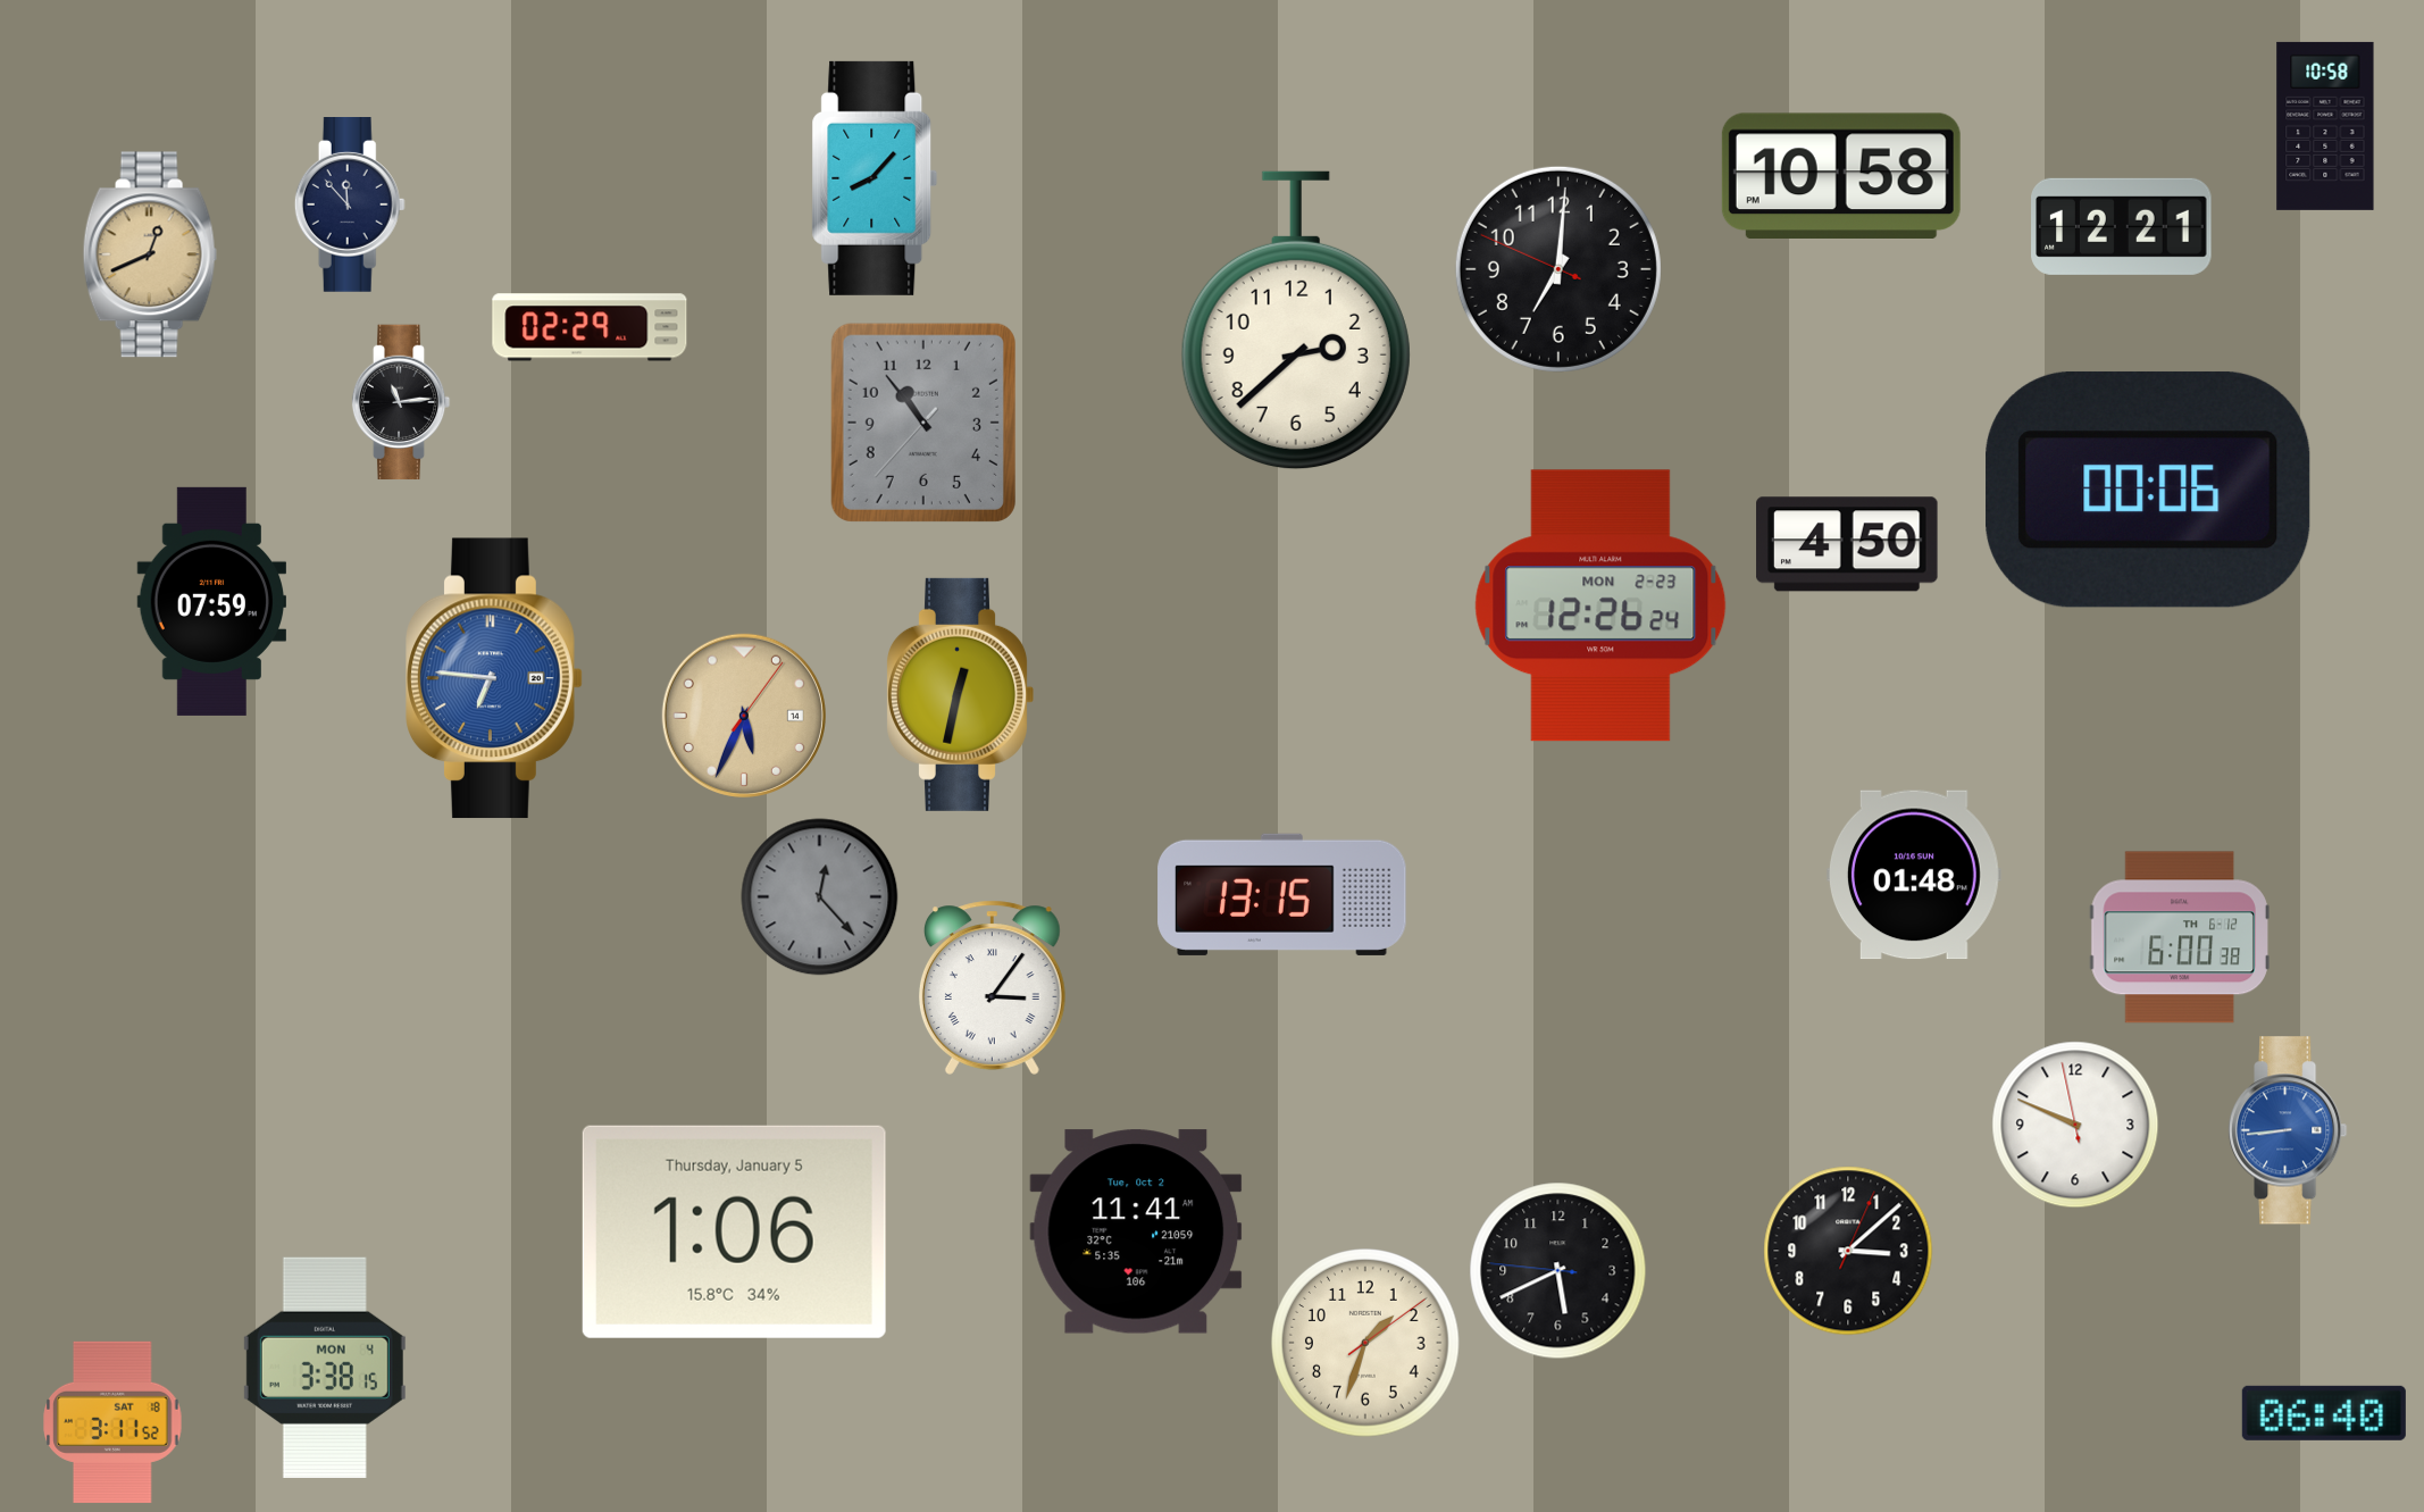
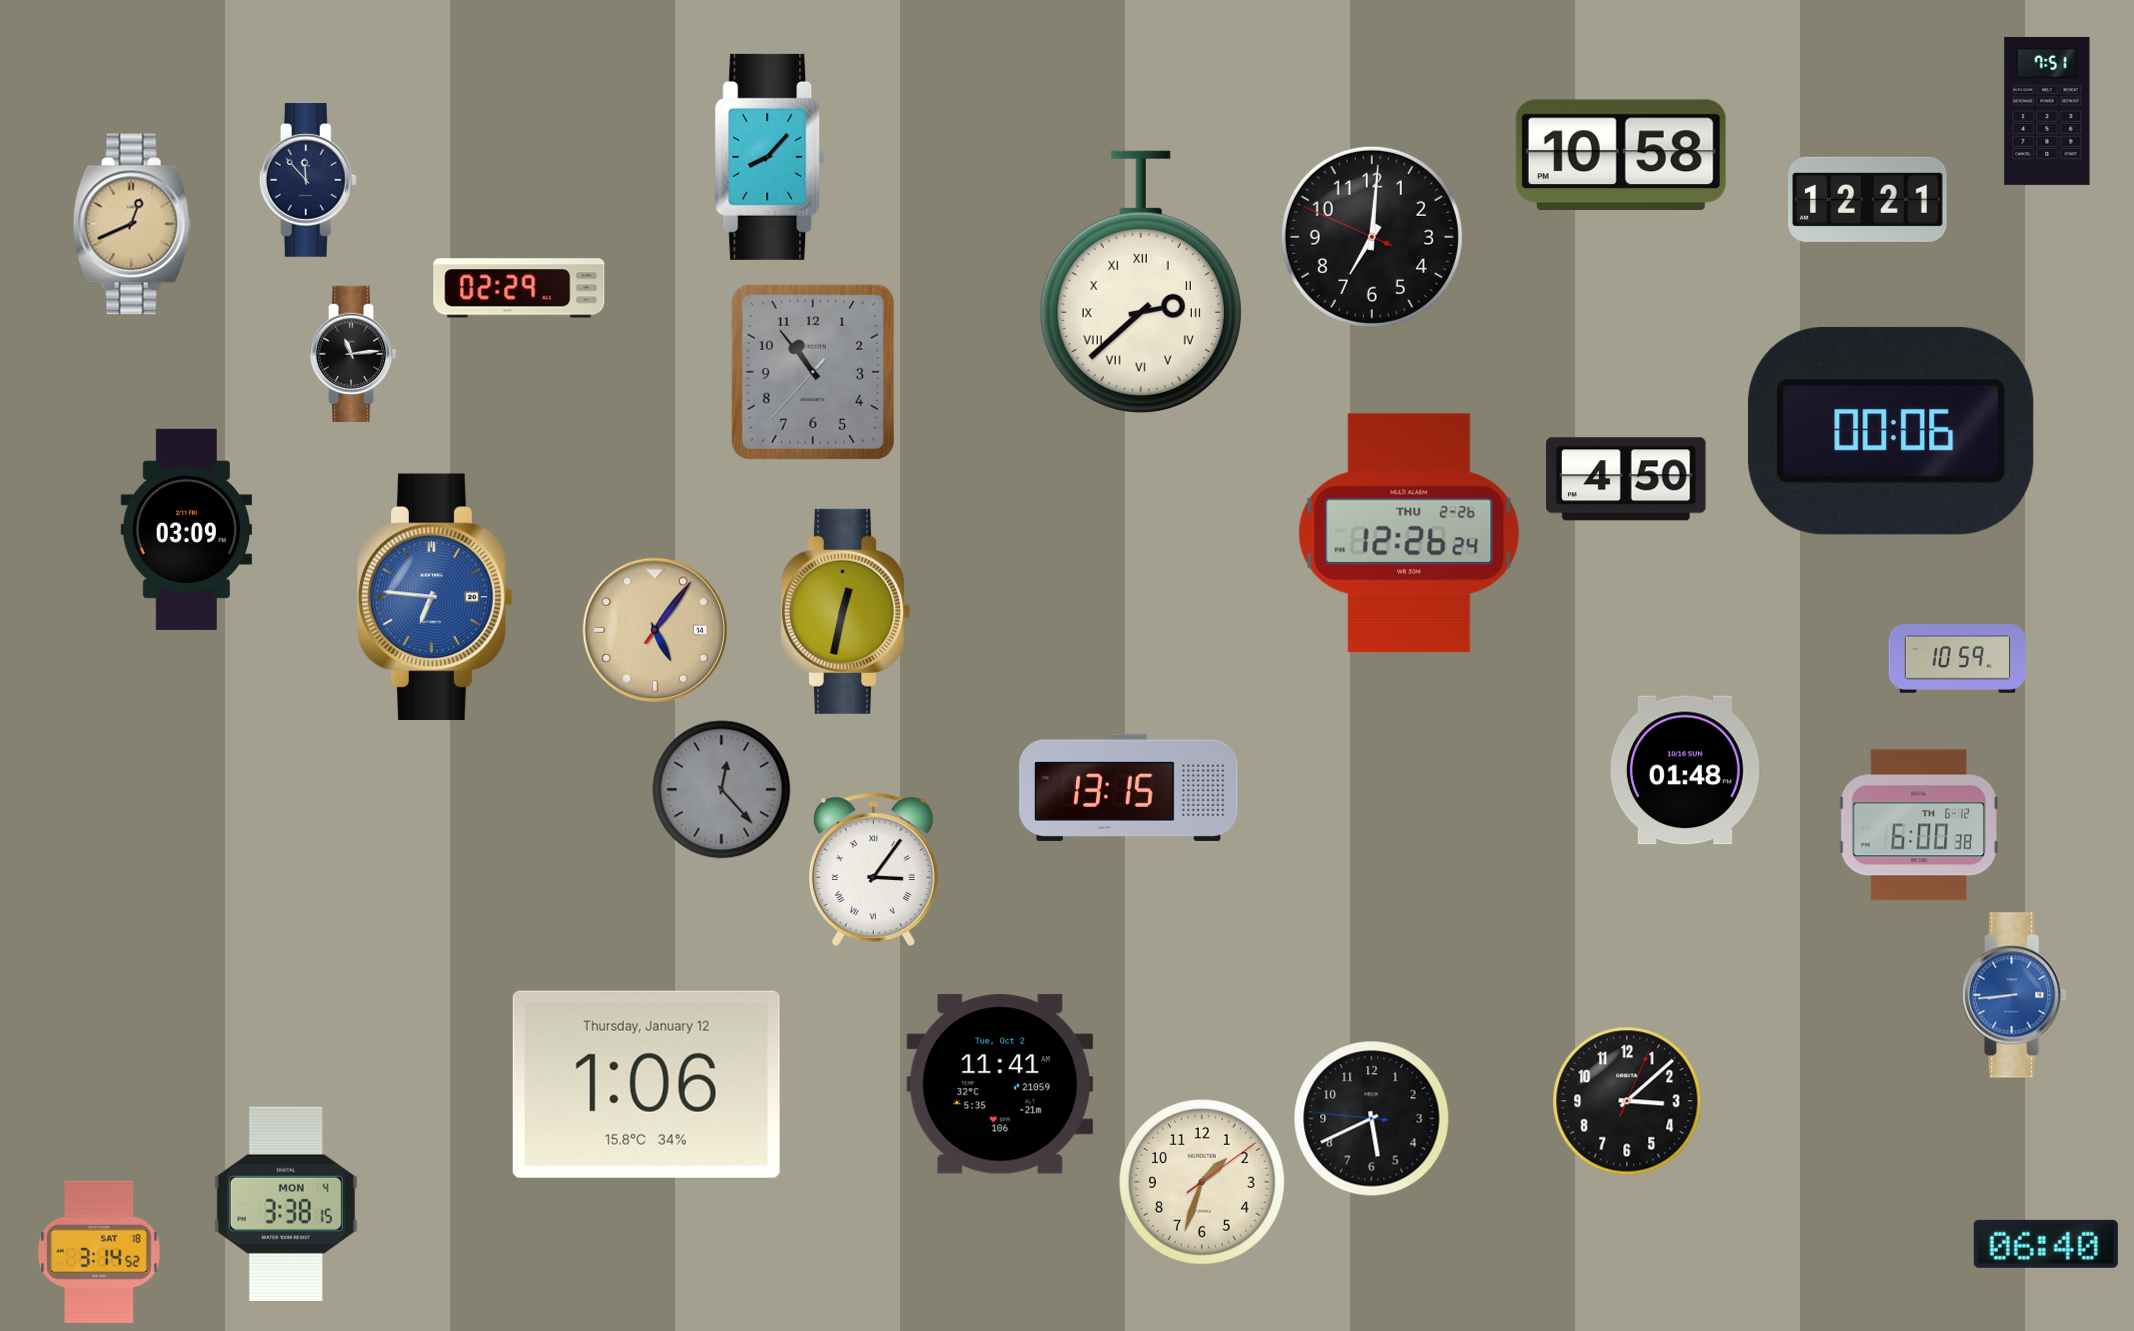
clock at (2325, 126): 10:58 -> 7:51
clock at (1296, 320) numerals: Arabic -> Roman
clock at (212, 601): 07:59 -> 03:09
clock at (1600, 605) date: MON 2-23 -> THU 2-26
clock at (744, 716): 5:34 -> 5:06
clock at (1958, 659): none -> 10:59
clock at (2075, 1125): 9:48 -> none
clock at (734, 1231) date: Thursday, January 5 -> Thursday, January 12
clock at (112, 1422): 3:11 -> 3:14
